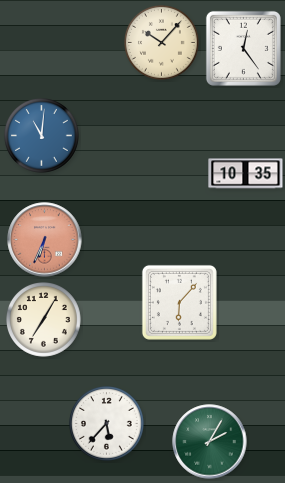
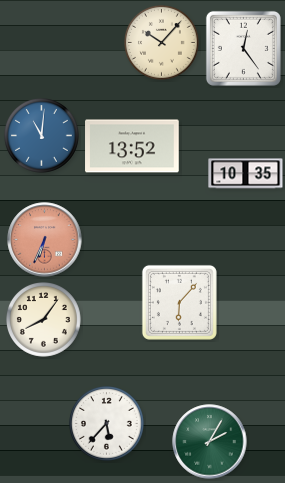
clock at (132, 146): none -> 13:52
clock at (44, 320): 7:05 -> 8:06
